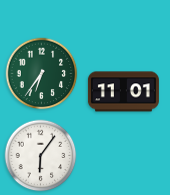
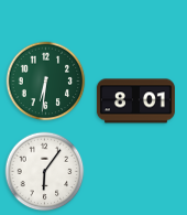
clock at (42, 74): 6:36 -> 6:31
clock at (123, 92): 11:01 -> 8:01
